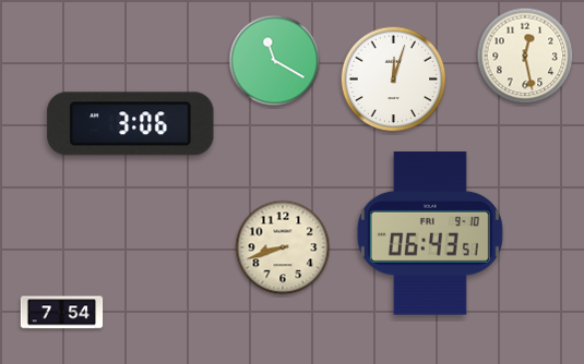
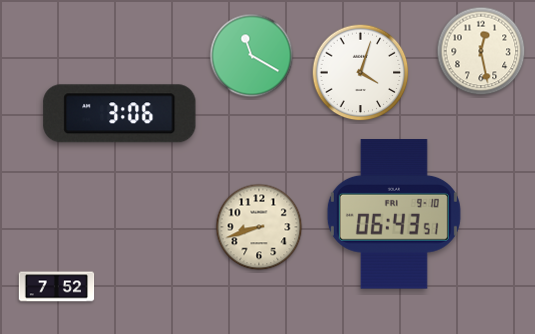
clock at (394, 80): 12:03 -> 4:03
clock at (62, 313): 7:54 -> 7:52
